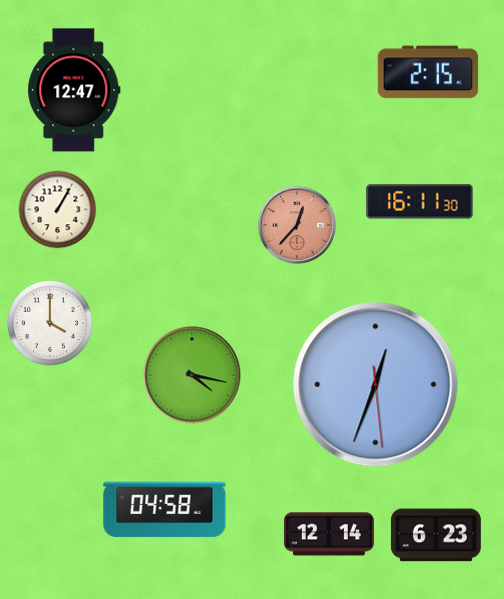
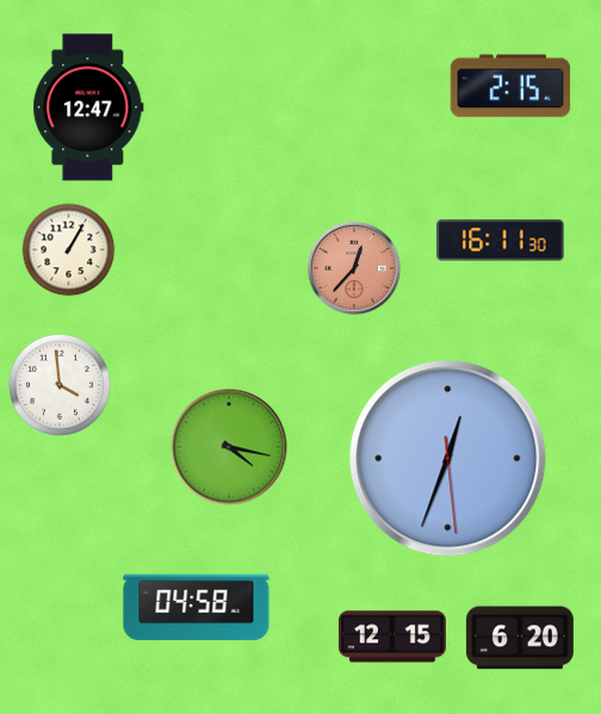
clock at (50, 323): 4:00 -> 3:59
clock at (329, 534): 12:14 -> 12:15
clock at (436, 535): 6:23 -> 6:20
